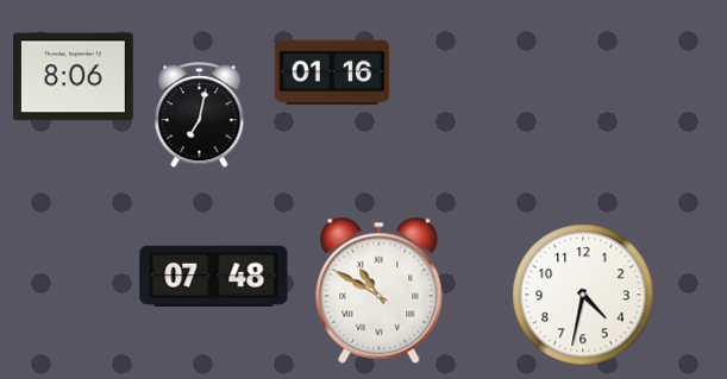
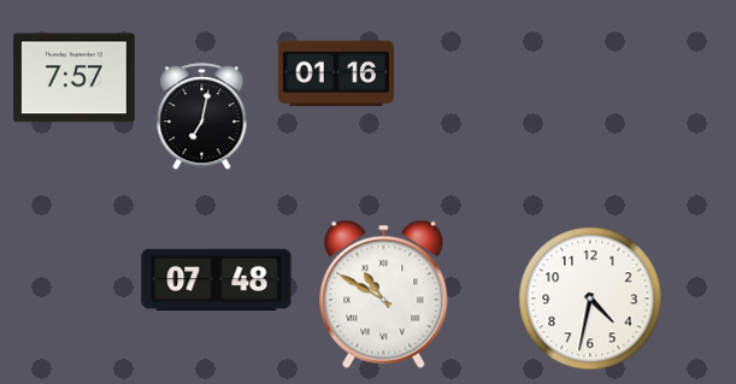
clock at (73, 77): 8:06 -> 7:57
